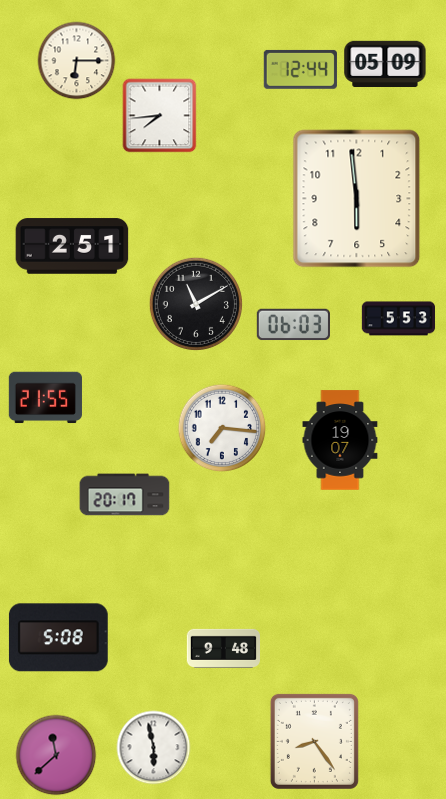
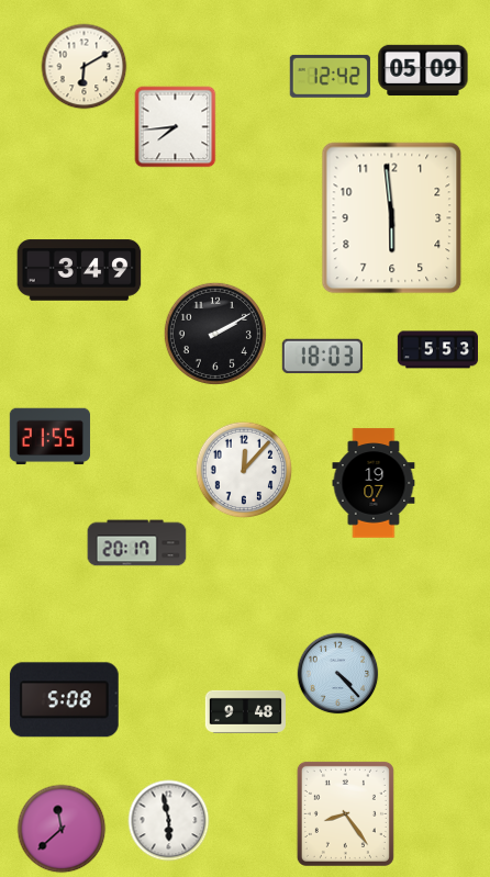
clock at (77, 61): 6:15 -> 6:10
clock at (300, 69): 12:44 -> 12:42
clock at (72, 246): 2:51 -> 3:49
clock at (196, 304): 11:10 -> 2:10
clock at (293, 325): 06:03 -> 18:03
clock at (222, 428): 7:16 -> 12:07
clock at (338, 674): none -> 4:23
